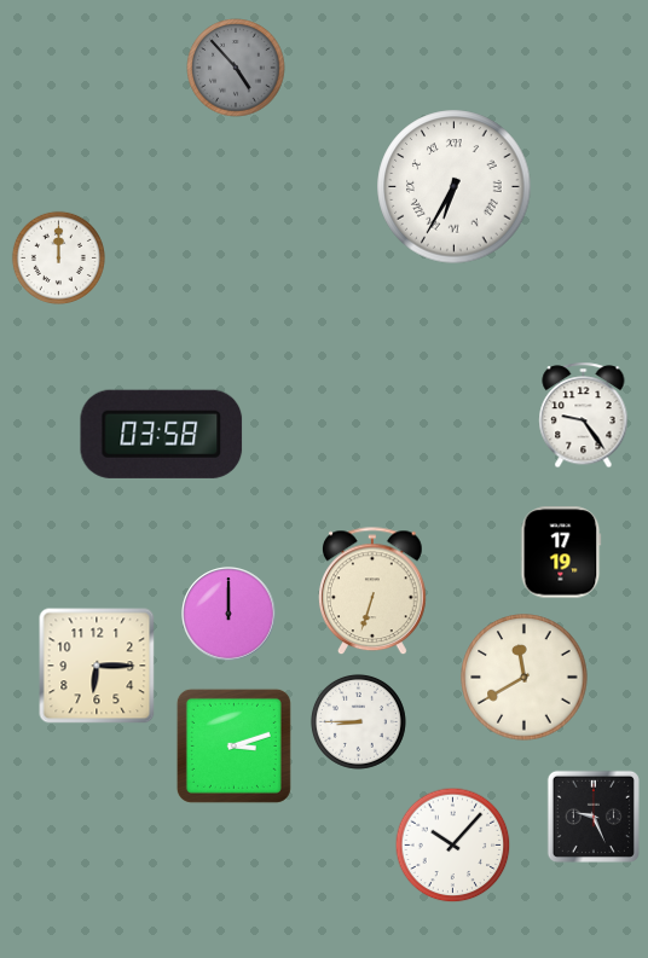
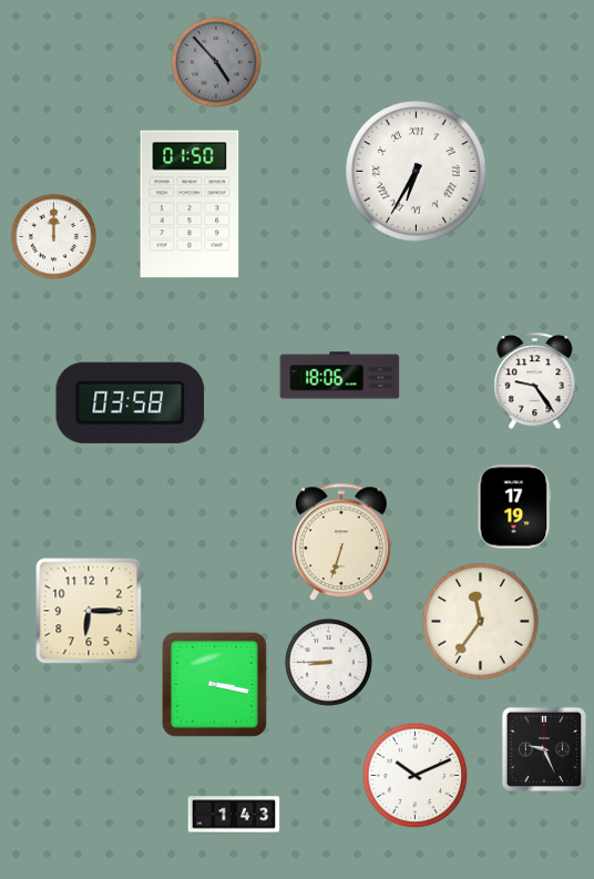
clock at (190, 204): none -> 01:50
clock at (340, 376): none -> 18:06
clock at (162, 434) position: (162, 434) -> (131, 402)
clock at (228, 614): 12:00 -> none
clock at (525, 678): 11:40 -> 11:36
clock at (233, 745): 3:12 -> 3:17
clock at (453, 846): 10:07 -> 10:11
clock at (234, 815): none -> 1:43
